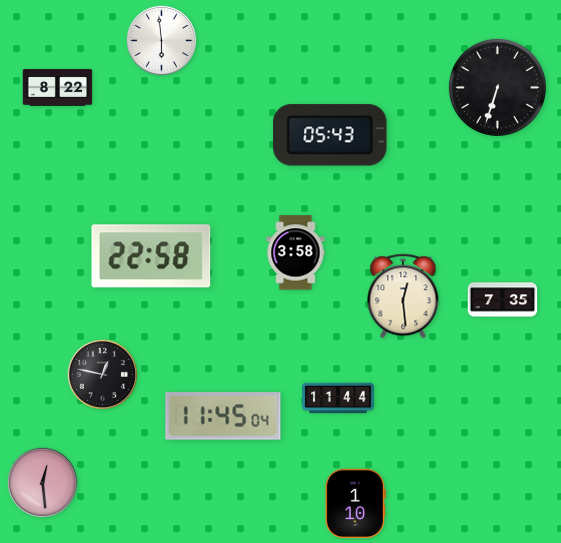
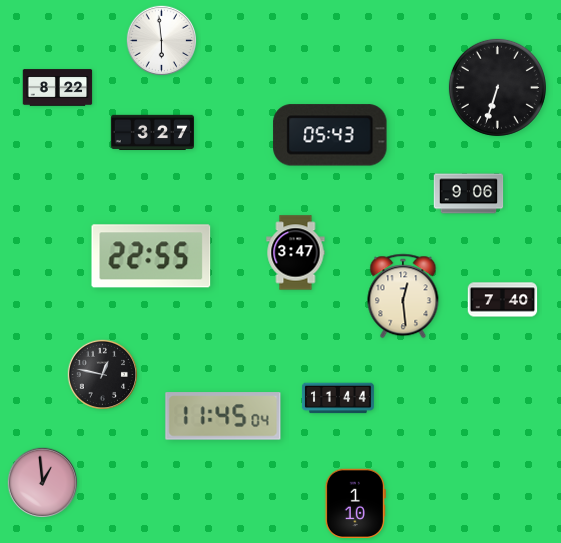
clock at (152, 133): none -> 3:27
clock at (469, 194): none -> 9:06
clock at (296, 253): 3:58 -> 3:47
clock at (151, 256): 22:58 -> 22:55
clock at (503, 300): 7:35 -> 7:40
clock at (42, 482): 12:29 -> 12:59
